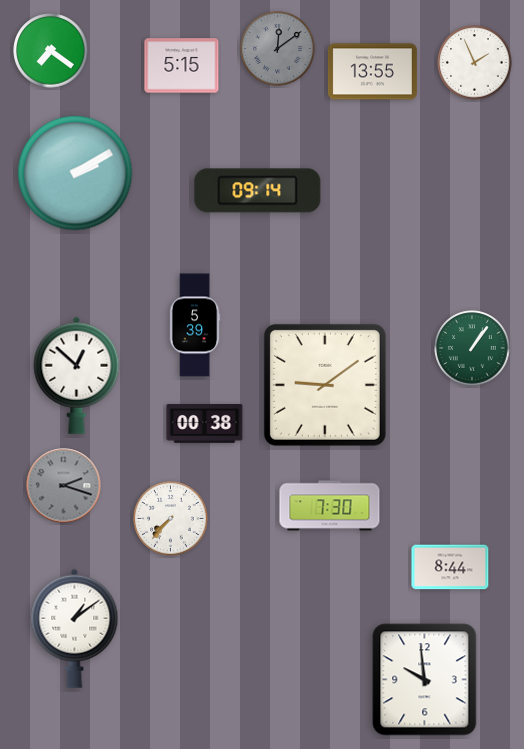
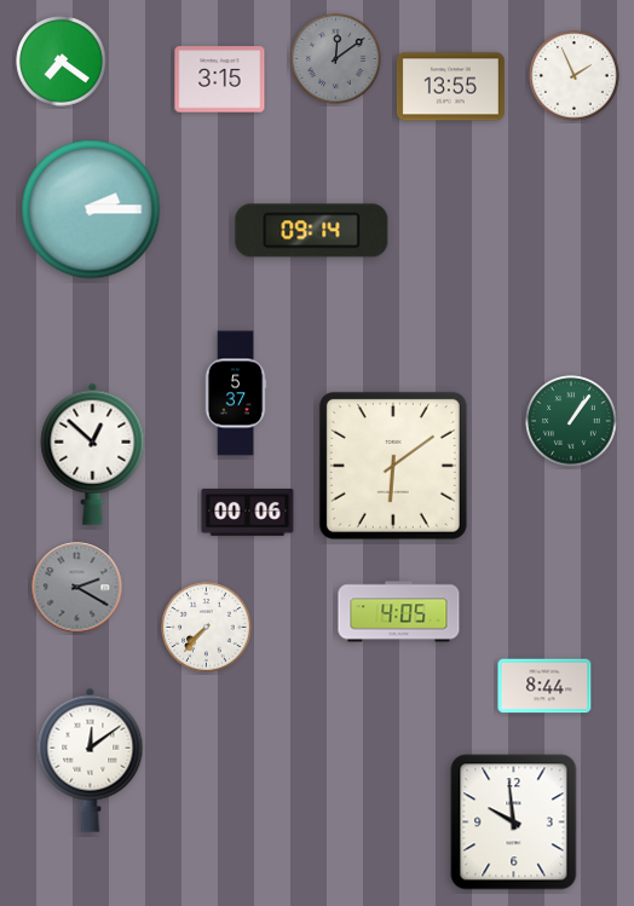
clock at (182, 66): 5:15 -> 3:15
clock at (75, 173): 2:10 -> 2:15
clock at (195, 325): 5:39 -> 5:37
clock at (325, 385): 9:09 -> 6:09
clock at (205, 424): 00:38 -> 00:06
clock at (64, 486): 2:18 -> 2:20
clock at (330, 506): 7:30 -> 4:05
clock at (75, 628): 1:09 -> 12:09
